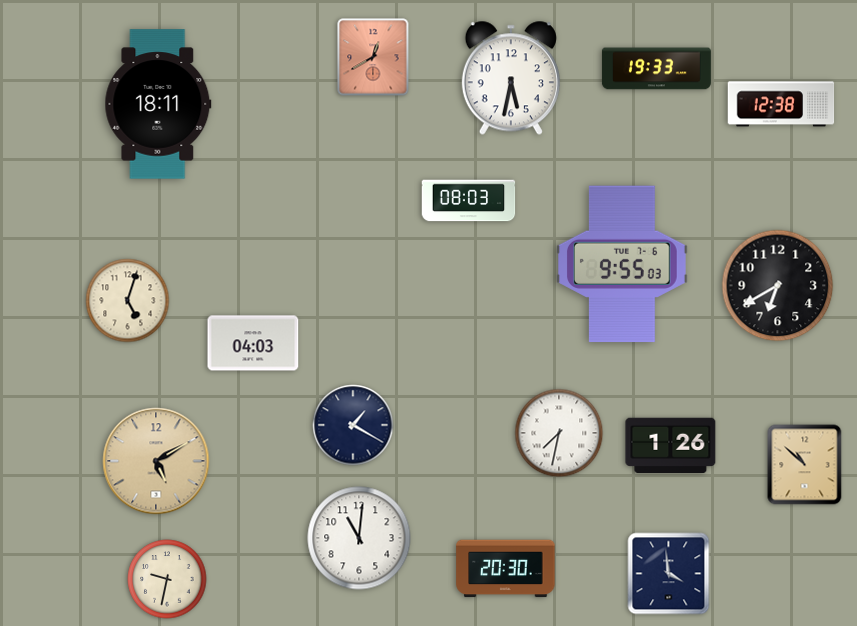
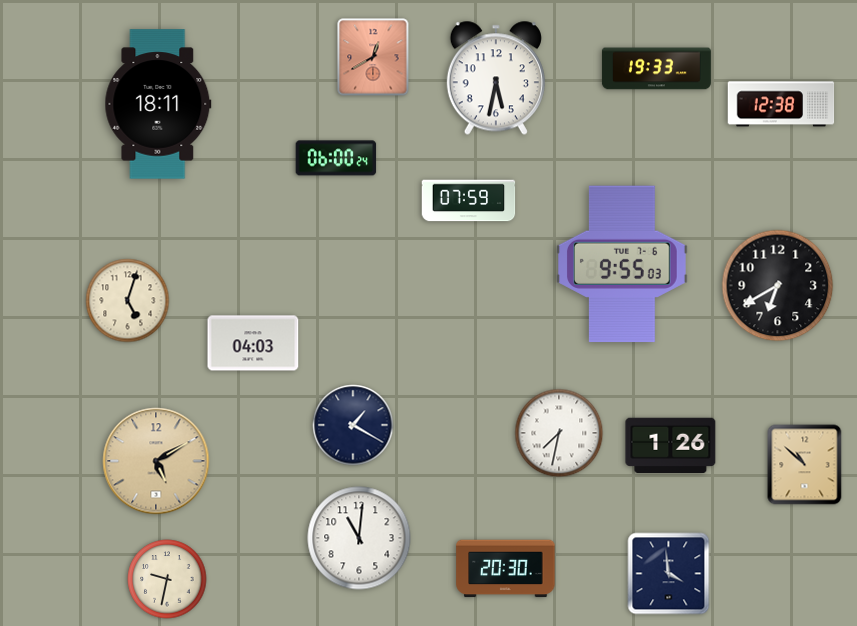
clock at (511, 78) position: (511, 78) -> (496, 78)
clock at (336, 158): none -> 06:00
clock at (469, 201): 08:03 -> 07:59
